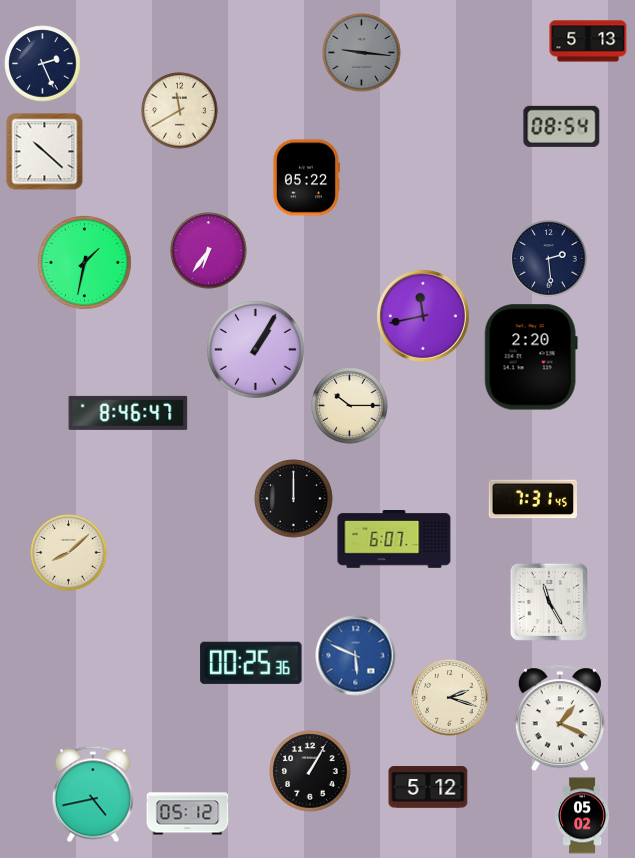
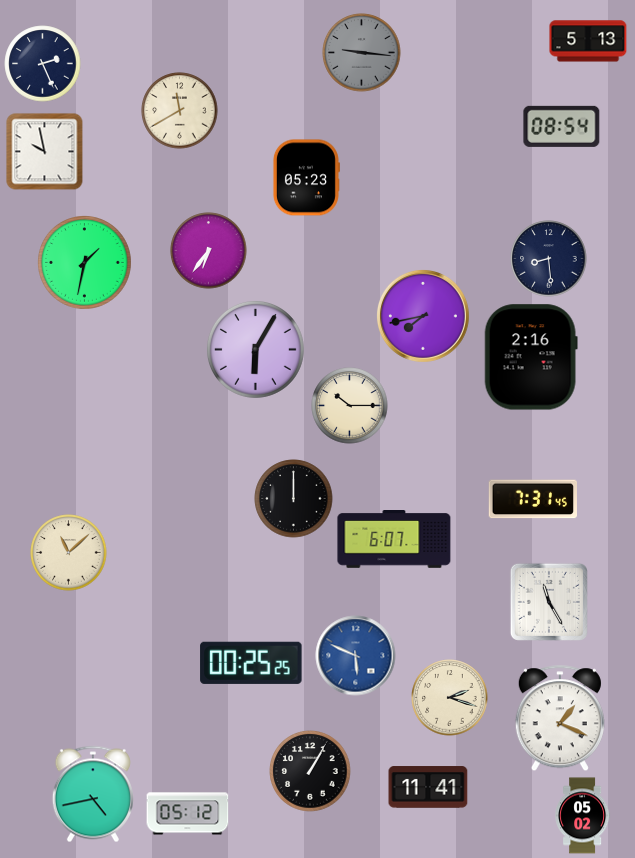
clock at (45, 152): 10:22 -> 9:58
clock at (306, 178): 05:22 -> 05:23
clock at (549, 259): 2:29 -> 8:29
clock at (423, 316): 11:43 -> 7:43
clock at (256, 350): 1:05 -> 6:05
clock at (531, 357): 2:20 -> 2:16
clock at (128, 413): 8:46 -> none
clock at (69, 553): 8:08 -> 11:08
clock at (251, 663): 00:25:36 -> 00:25:25
clock at (428, 787): 5:12 -> 11:41
